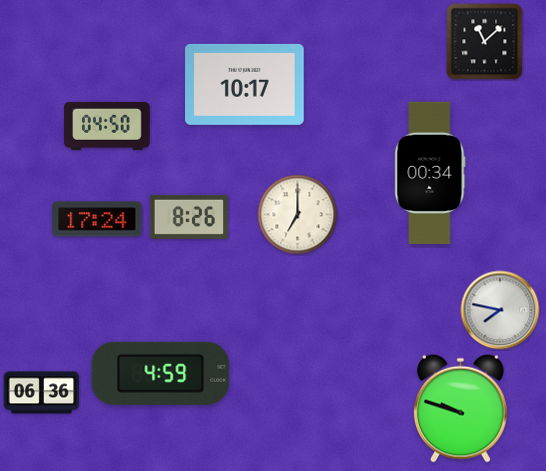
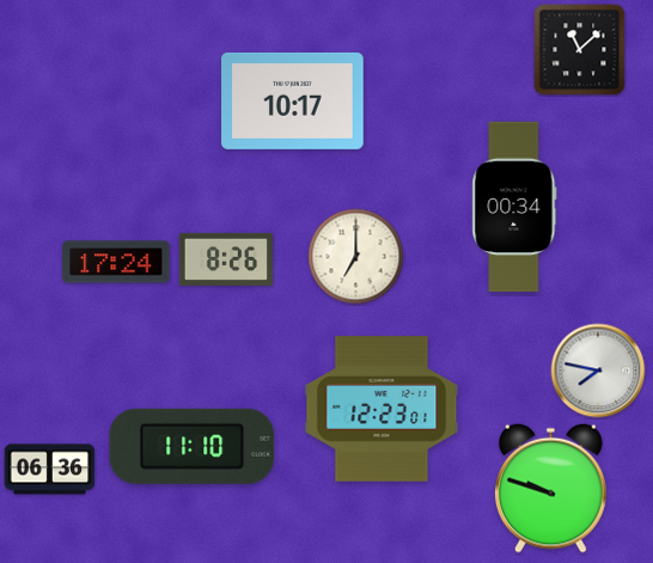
clock at (107, 126): 04:50 -> none
clock at (382, 409): none -> 12:23
clock at (161, 373): 4:59 -> 11:10
